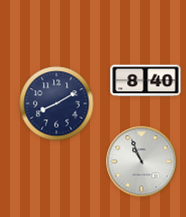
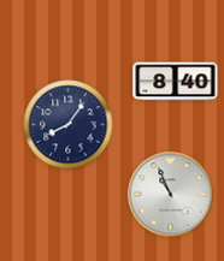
clock at (146, 81) position: (146, 81) -> (176, 82)
clock at (57, 104): 8:10 -> 8:06
